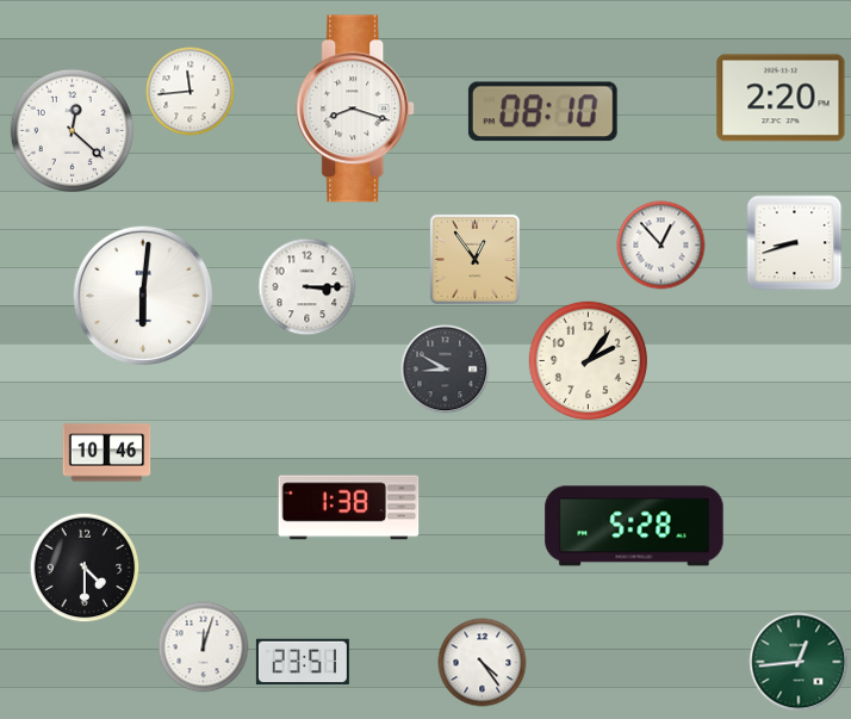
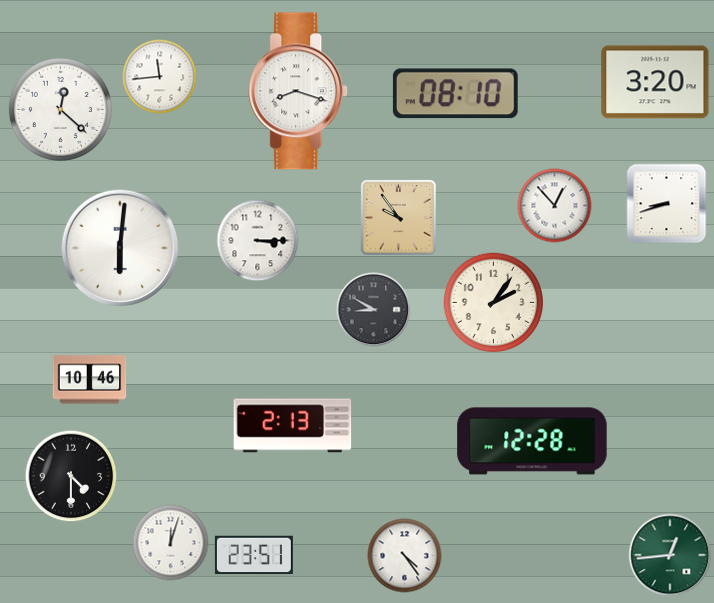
clock at (781, 98): 2:20 -> 3:20
clock at (474, 259): 12:54 -> 9:54
clock at (349, 508): 1:38 -> 2:13
clock at (634, 526): 5:28 -> 12:28
